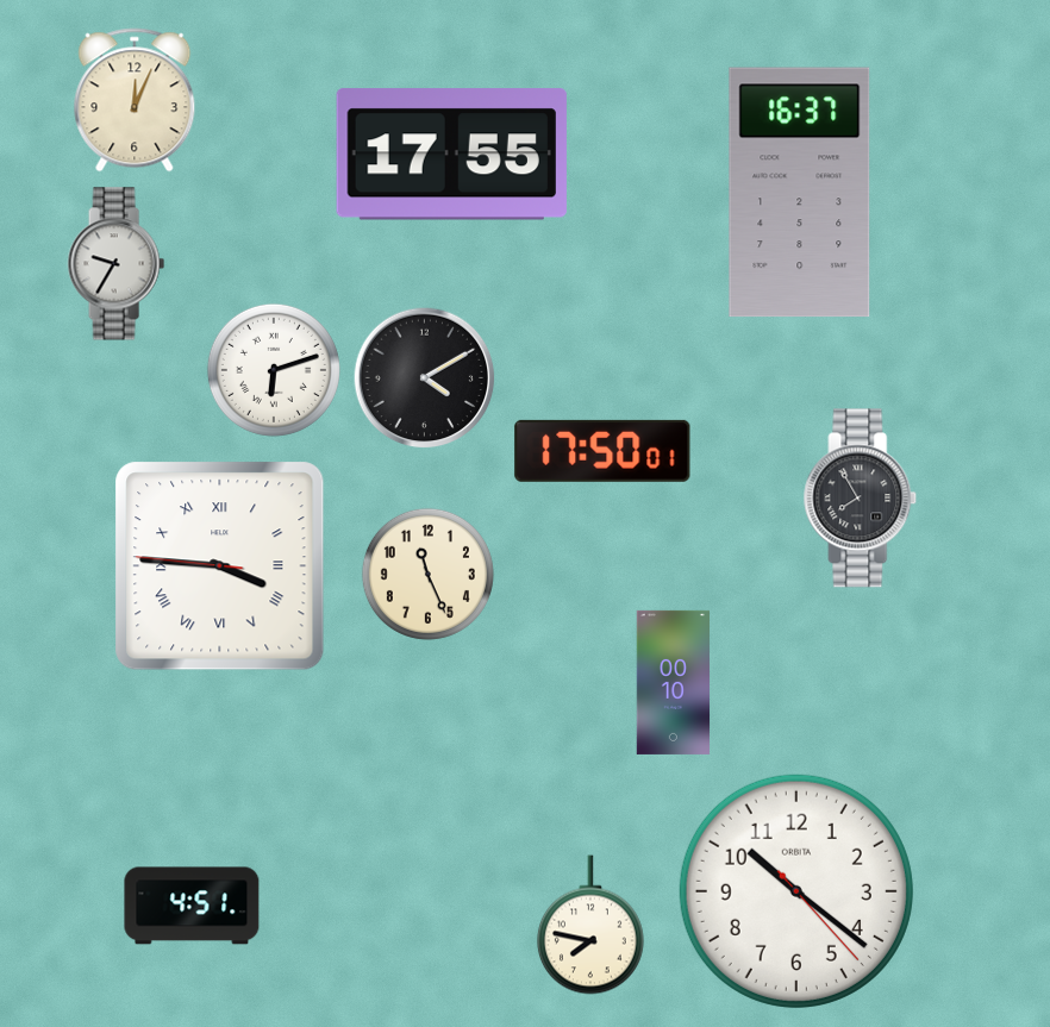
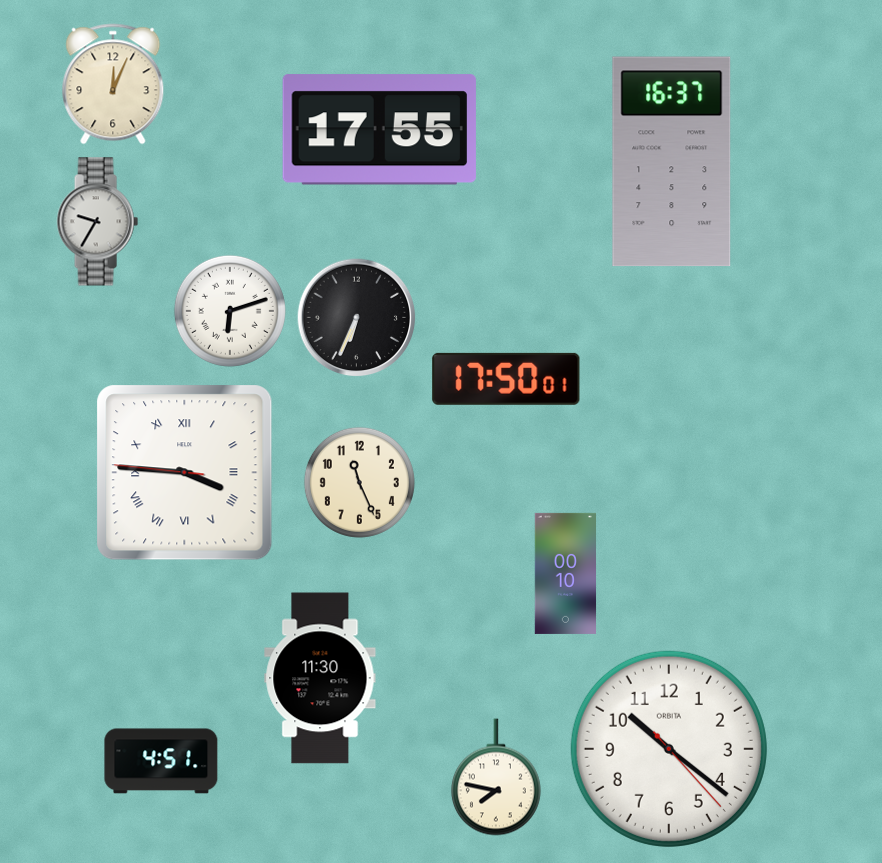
clock at (425, 378): 4:10 -> 6:34
clock at (861, 499): 7:55 -> none
clock at (220, 566) position: (220, 566) -> (185, 473)
clock at (320, 678): none -> 11:30
